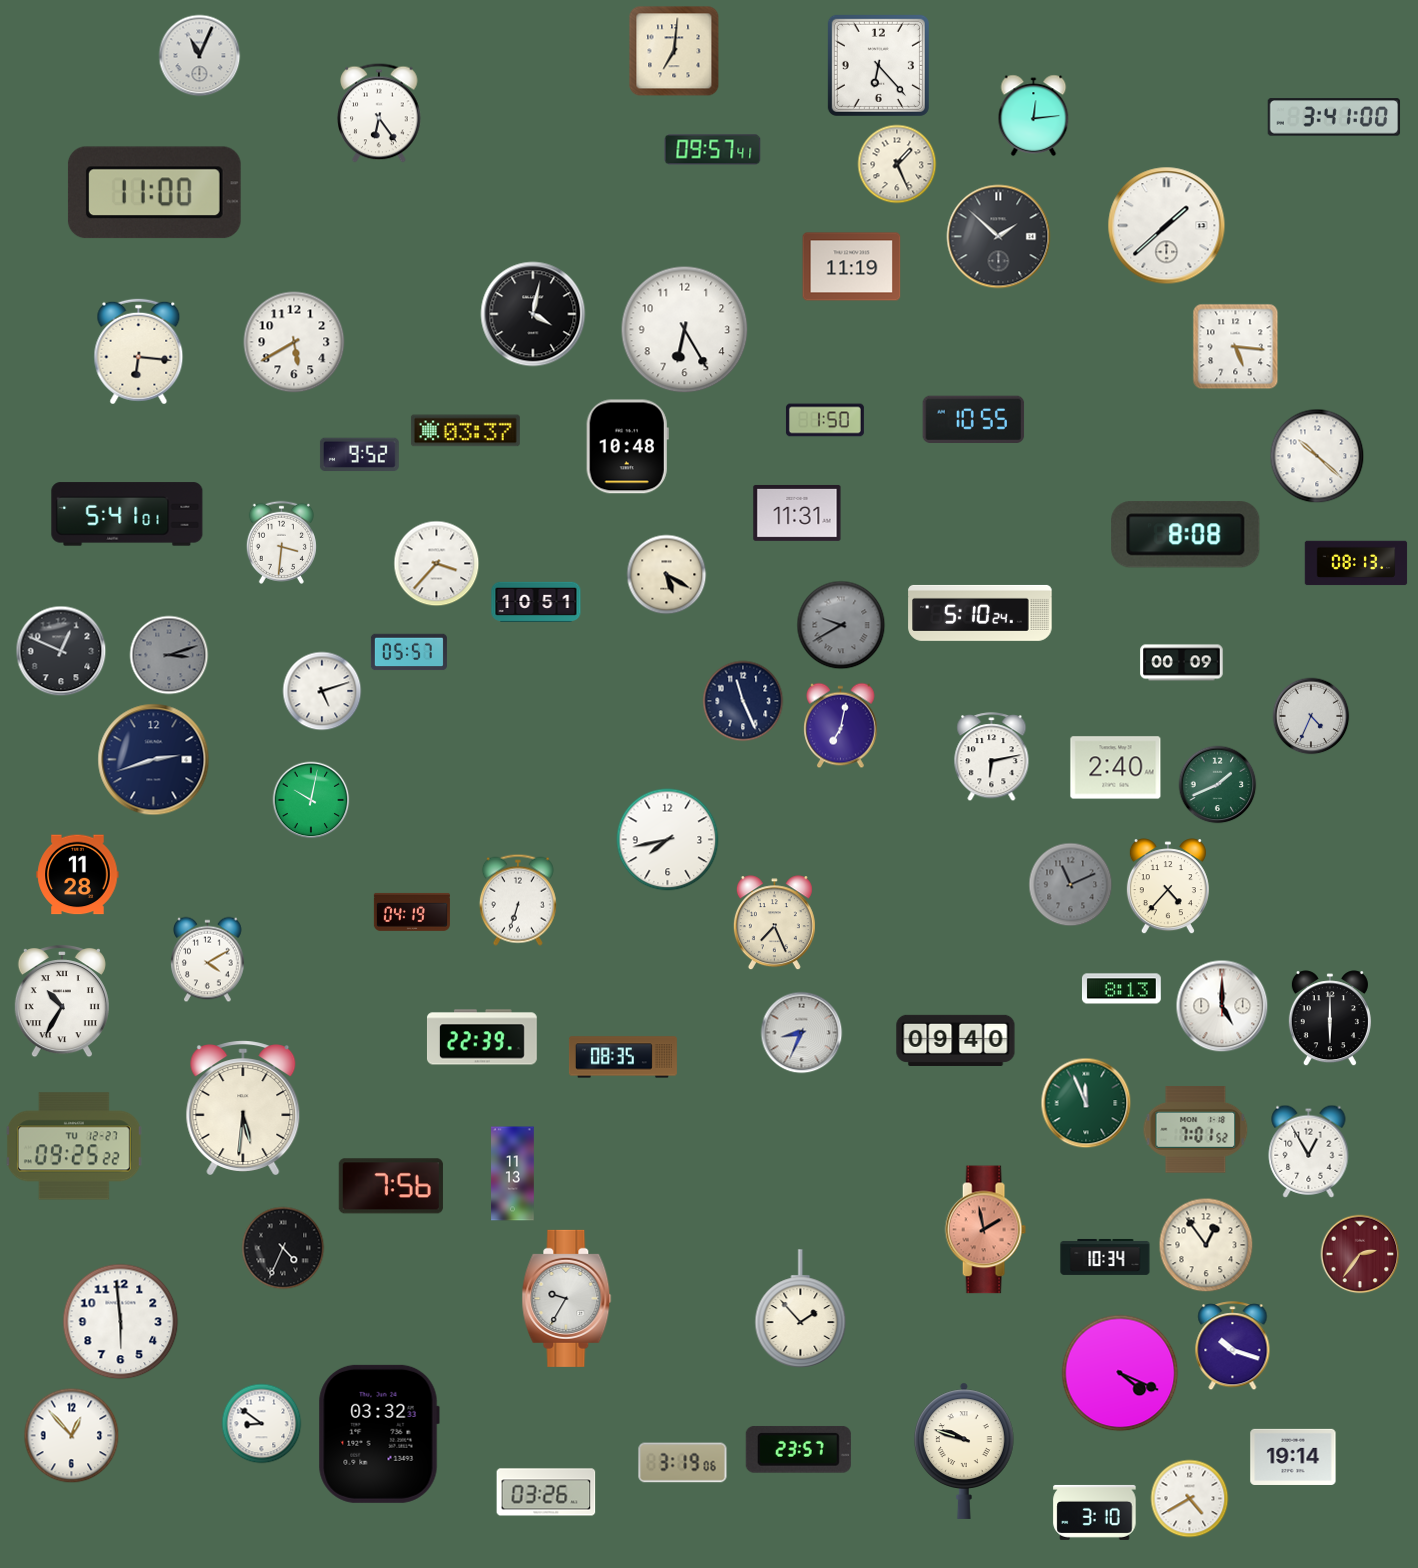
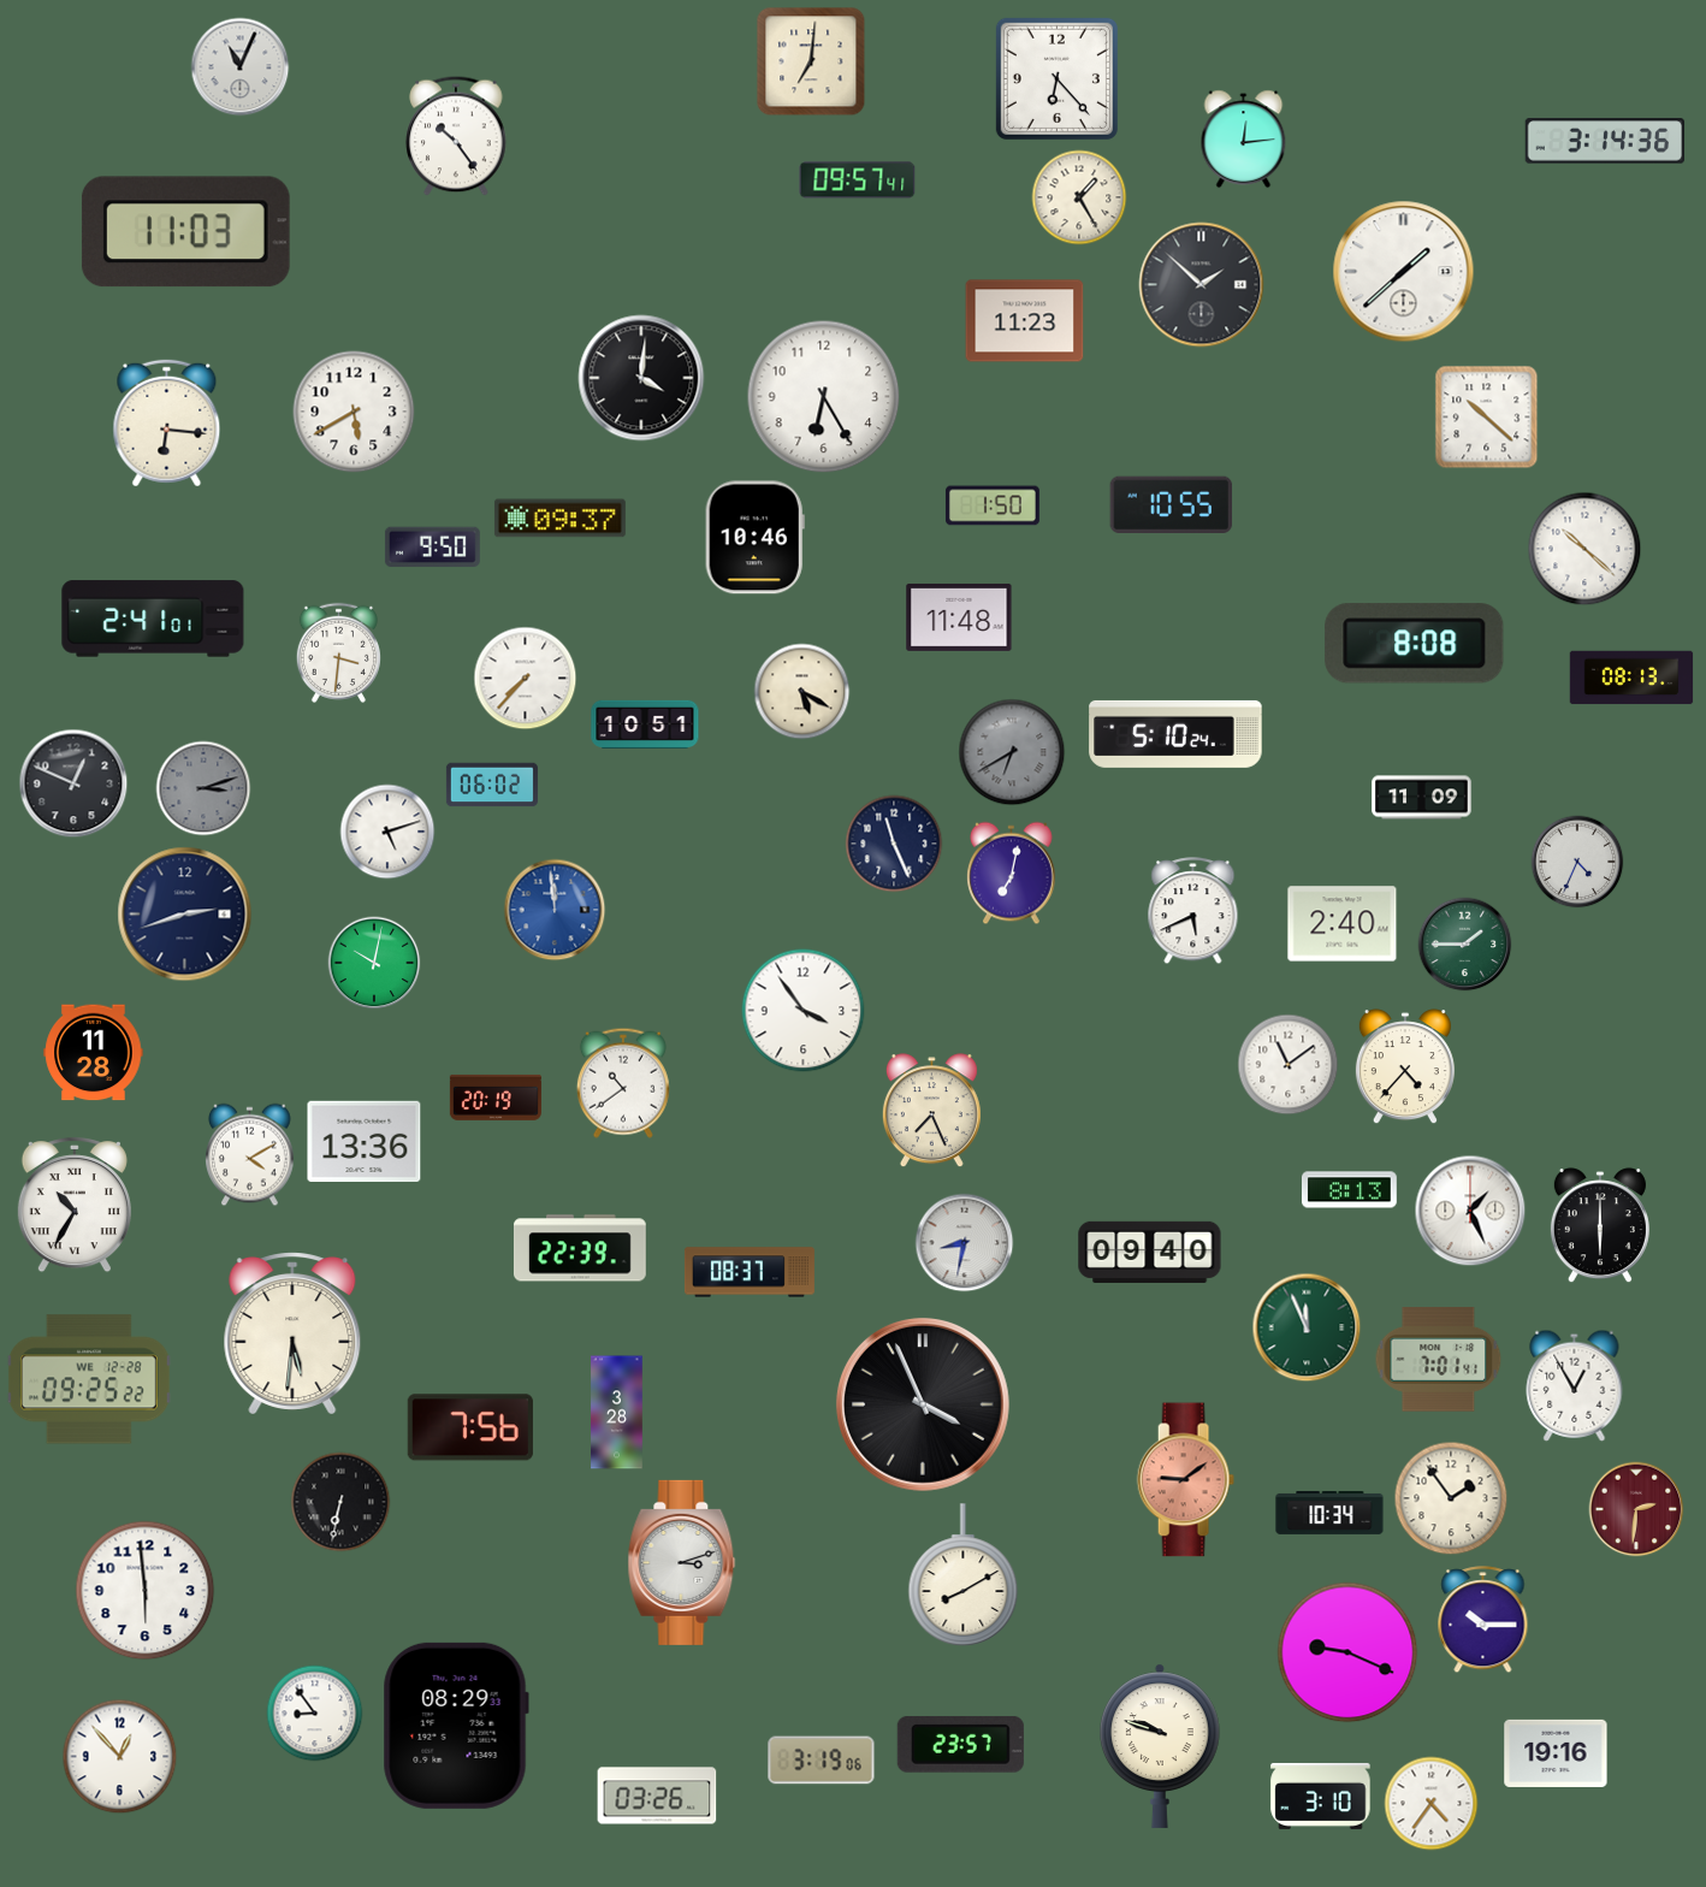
clock at (379, 113): 6:24 -> 10:24
clock at (1334, 117): 3:41 -> 3:14
clock at (897, 164): 1:26 -> 1:25
clock at (154, 193): 11:00 -> 11:03
clock at (852, 267): 11:19 -> 11:23
clock at (533, 314): 4:02 -> 4:01
clock at (1236, 347): 5:16 -> 10:22
clock at (465, 431): 03:37 -> 09:37
clock at (627, 447): 10:48 -> 10:46
clock at (359, 455): 9:52 -> 9:50
clock at (797, 513): 11:31 -> 11:48
clock at (127, 514): 5:41 -> 2:41
clock at (1186, 535) position: (1186, 535) -> (1415, 644)
clock at (437, 564): 3:37 -> 7:37
clock at (980, 613) position: (980, 613) -> (1175, 734)
clock at (841, 625): 9:40 -> 6:40
clock at (409, 652): 05:57 -> 06:02
clock at (1182, 663): 00:09 -> 11:09
clock at (555, 910): none -> 11:59
clock at (992, 757): 6:13 -> 5:41
clock at (1218, 785): 1:41 -> 1:45
clock at (668, 840): 7:43 -> 3:54
clock at (1071, 885): 11:11 -> 11:09
clock at (1071, 885) dial: grey -> white
clock at (518, 900): 6:33 -> 10:39
clock at (412, 912): 04:19 -> 20:19
clock at (365, 1141): none -> 13:36
clock at (1222, 1006): 5:00 -> 1:26
clock at (802, 1033): 8:34 -> 8:32
clock at (623, 1057): 08:35 -> 08:37
clock at (1196, 1130): 7:01:52 -> 7:01:41
clock at (74, 1146) date: TU 12-27 -> WE 12-28
clock at (923, 1404): none -> 3:56
clock at (513, 1174): 11:13 -> 3:28
clock at (985, 1230): 1:58 -> 9:09
clock at (1206, 1245): 12:54 -> 1:54
clock at (283, 1248): 4:34 -> 6:32
clock at (1360, 1254): 2:36 -> 2:31
clock at (567, 1298): 9:35 -> 3:12
clock at (801, 1309): 1:53 -> 8:10
clock at (1233, 1346): 10:18 -> 10:15
clock at (1120, 1373): 4:19 -> 9:19
clock at (262, 1424): 8:51 -> 8:54
clock at (379, 1434): 03:32 -> 08:29
clock at (72, 1436) position: (72, 1436) -> (120, 1757)
clock at (1293, 1457): 19:14 -> 19:16
clock at (1190, 1499): 4:40 -> 4:36
clock at (1095, 1512) position: (1095, 1512) -> (1321, 1796)
